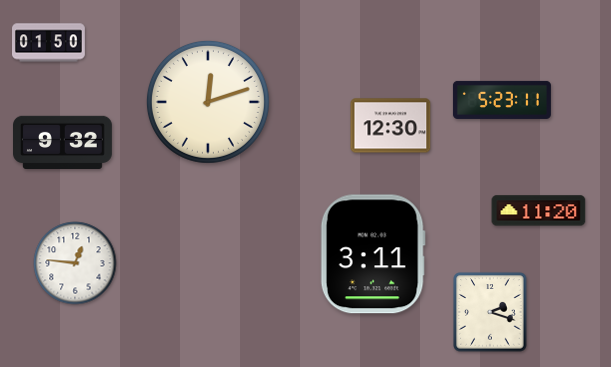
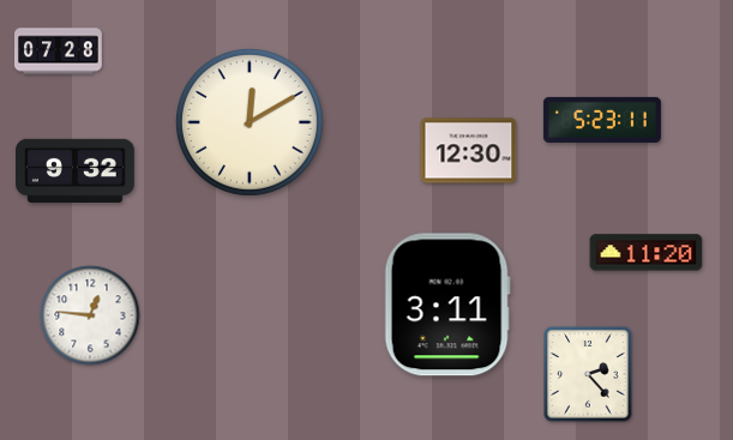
clock at (49, 43): 01:50 -> 07:28
clock at (208, 102): 12:12 -> 12:10
clock at (490, 312): 2:18 -> 2:23
